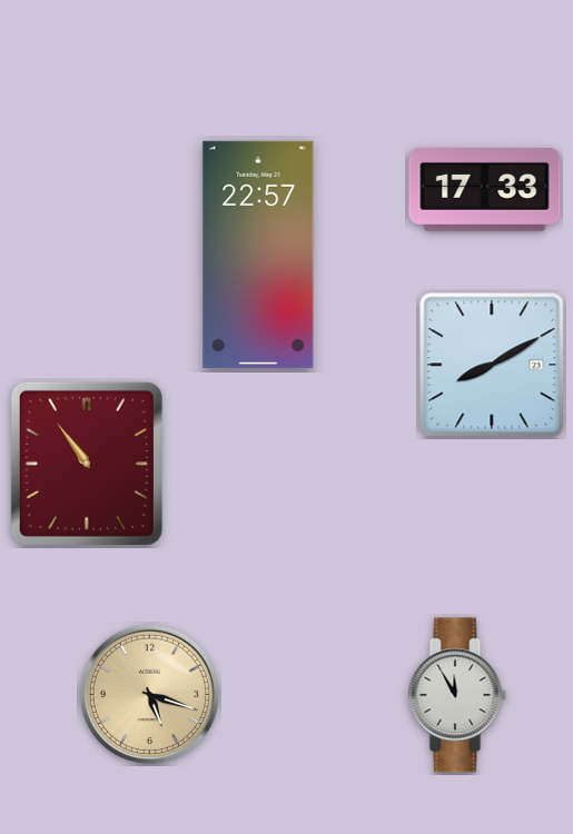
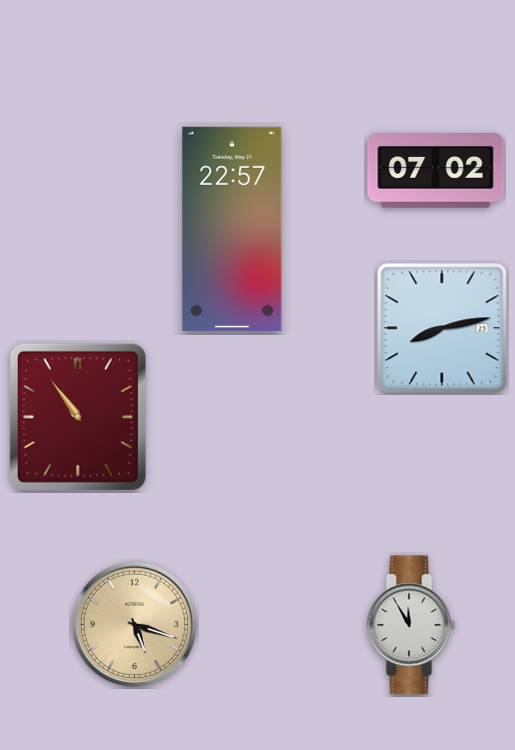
clock at (485, 190): 17:33 -> 07:02
clock at (492, 365): 8:10 -> 8:13
